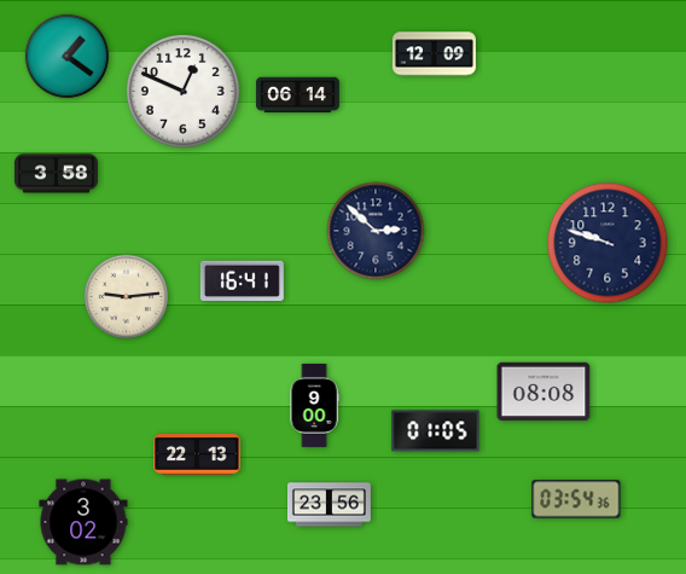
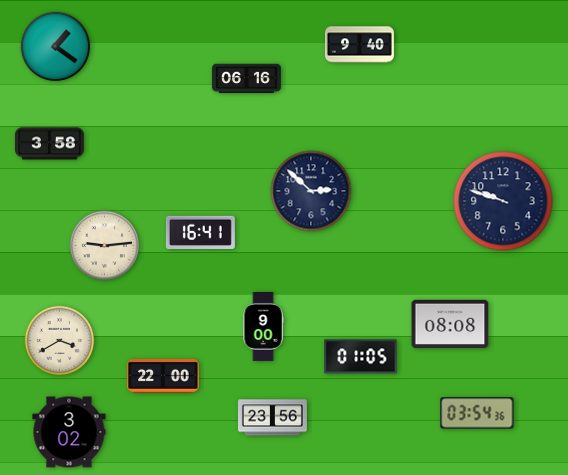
clock at (434, 54): 12:09 -> 9:40
clock at (182, 91): 12:49 -> none
clock at (297, 95): 06:14 -> 06:16
clock at (56, 174) position: (56, 174) -> (49, 144)
clock at (314, 405) position: (314, 405) -> (263, 326)
clock at (60, 341): none -> 3:40
clock at (197, 456): 22:13 -> 22:00
